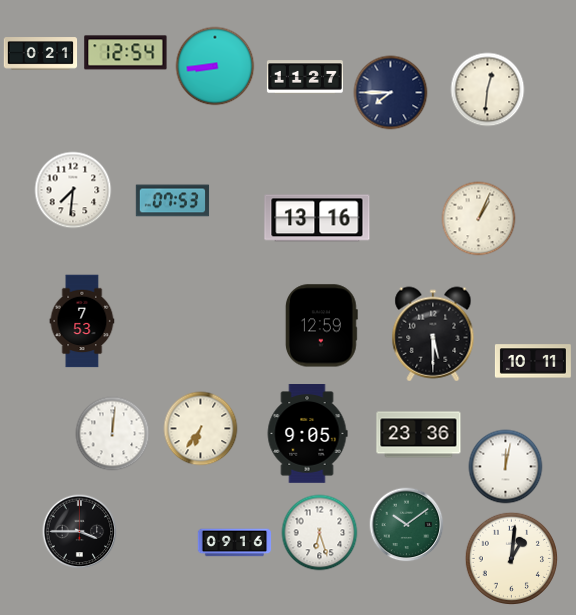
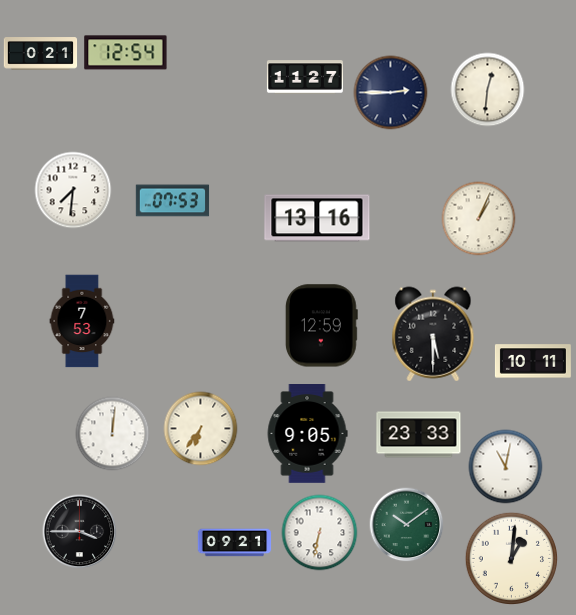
clock at (215, 66): 8:44 -> none
clock at (391, 93): 7:45 -> 2:45
clock at (419, 435): 23:36 -> 23:33
clock at (506, 467): 12:02 -> 11:02
clock at (320, 533): 6:27 -> 6:32
clock at (235, 543): 09:16 -> 09:21
